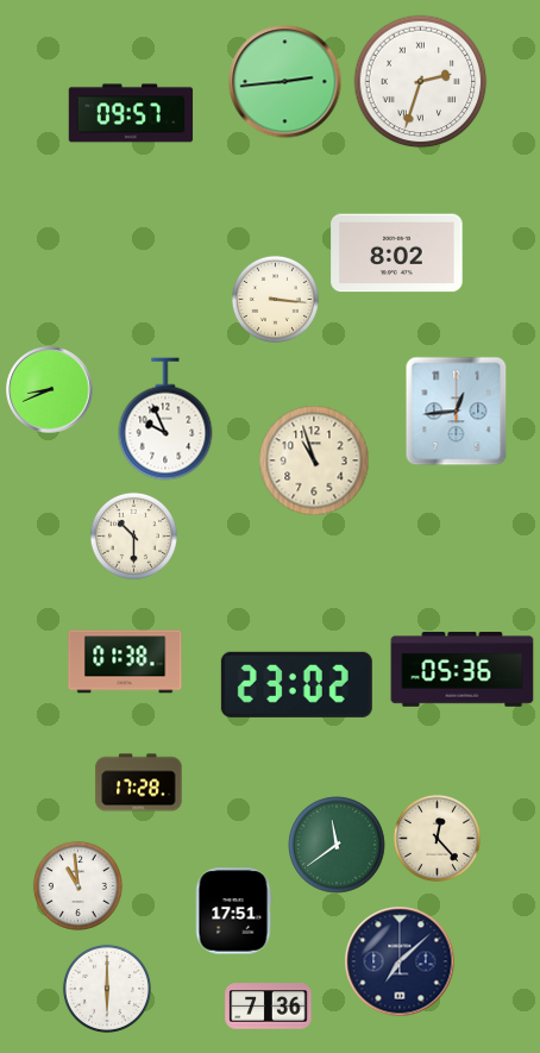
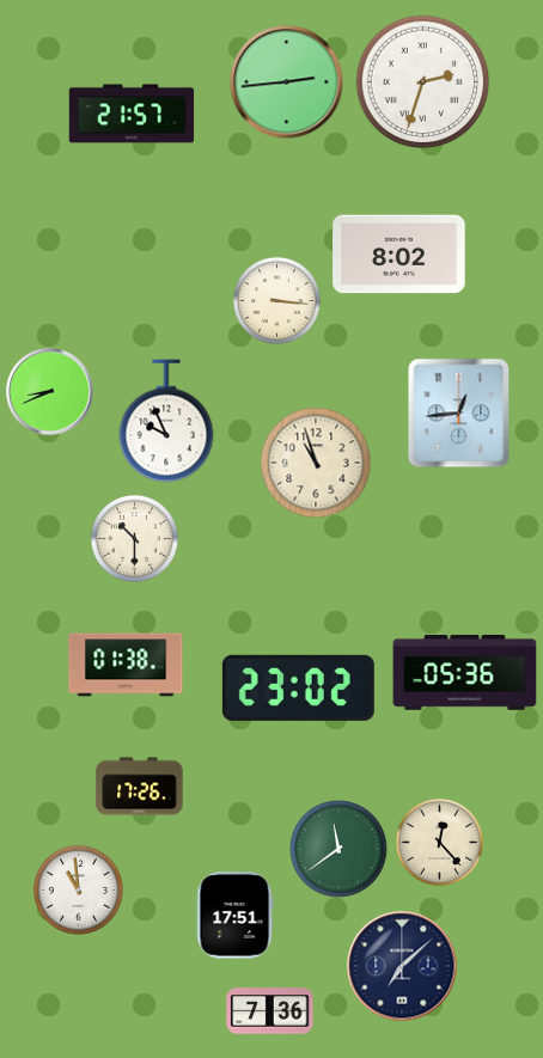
clock at (131, 113): 09:57 -> 21:57
clock at (139, 783): 17:28 -> 17:26
clock at (107, 989): 6:00 -> none
